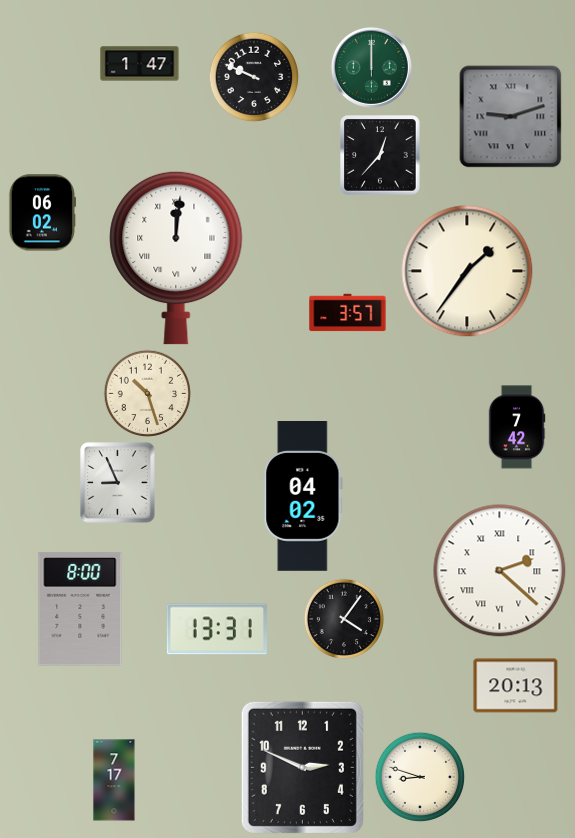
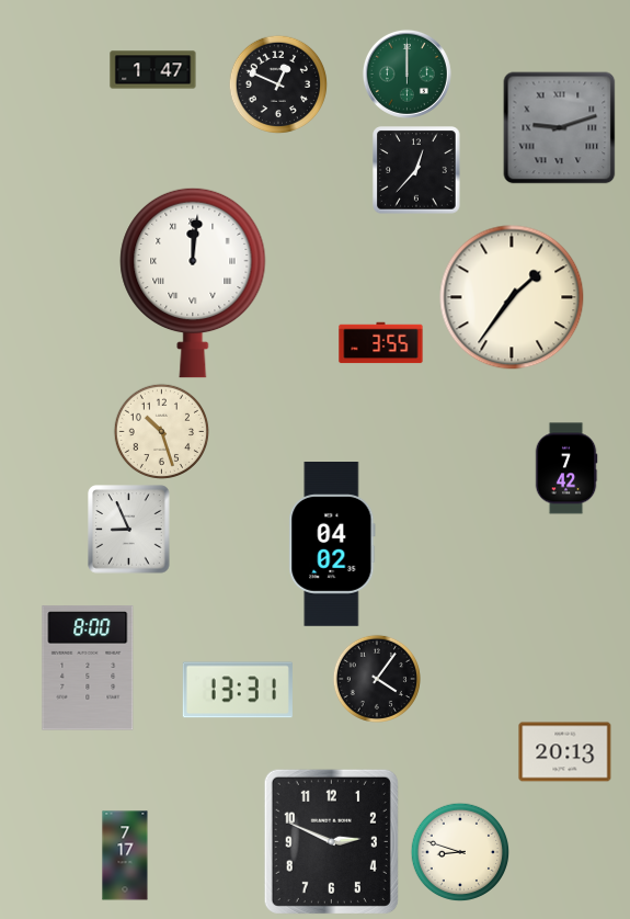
clock at (254, 77): 9:49 -> 12:49
clock at (42, 213): 06:02 -> none
clock at (348, 313): 3:57 -> 3:55
clock at (500, 571): 2:22 -> none
